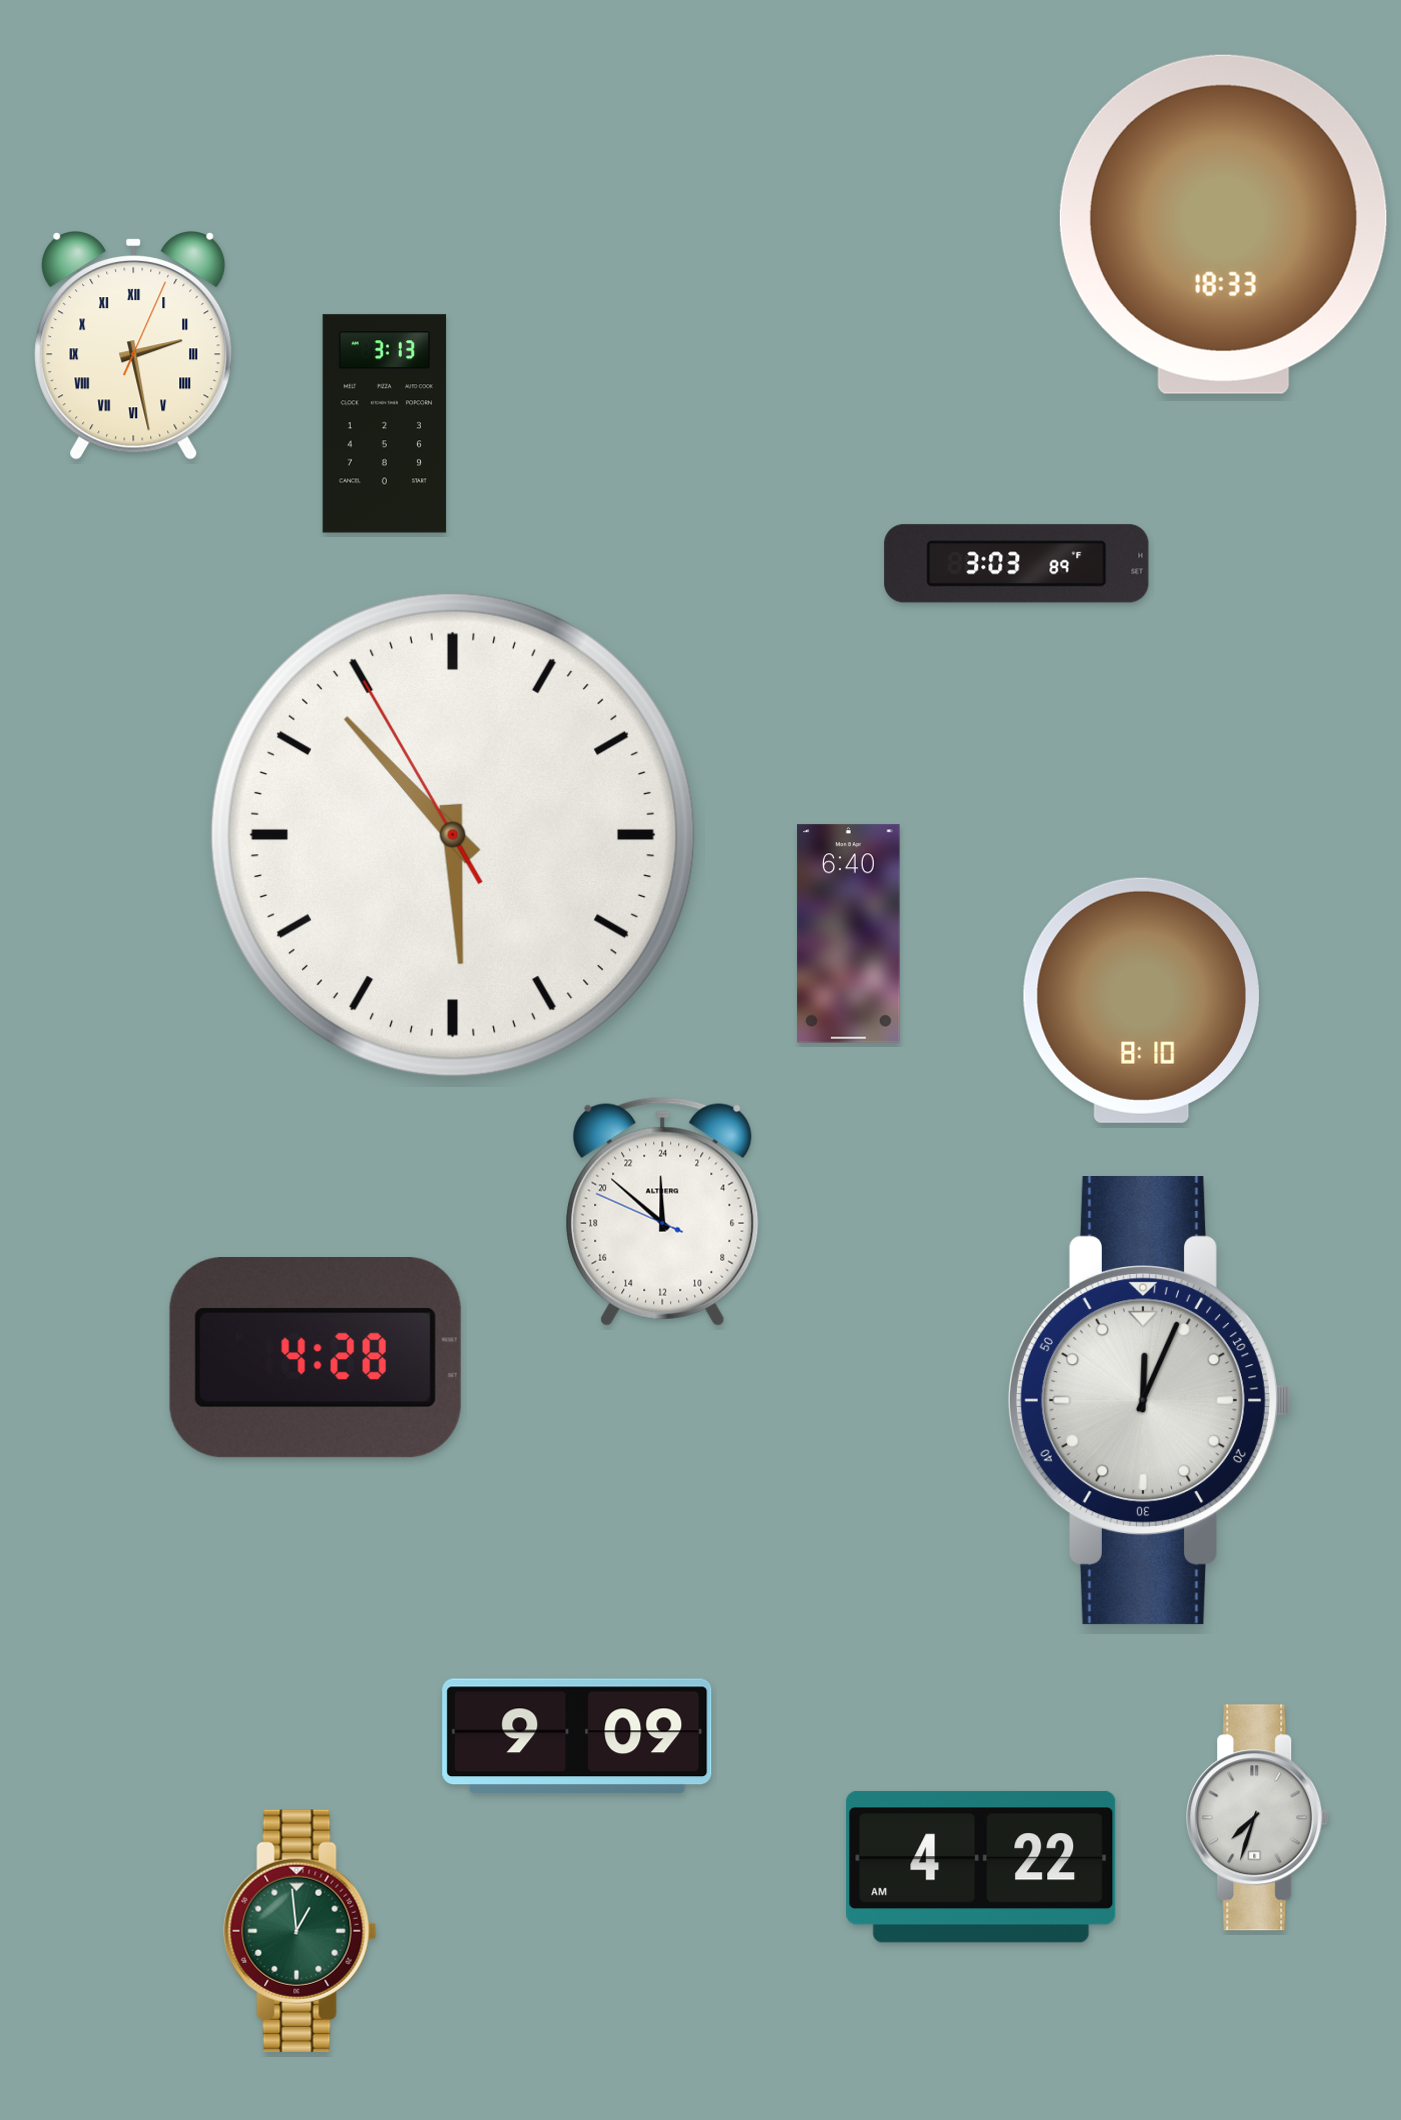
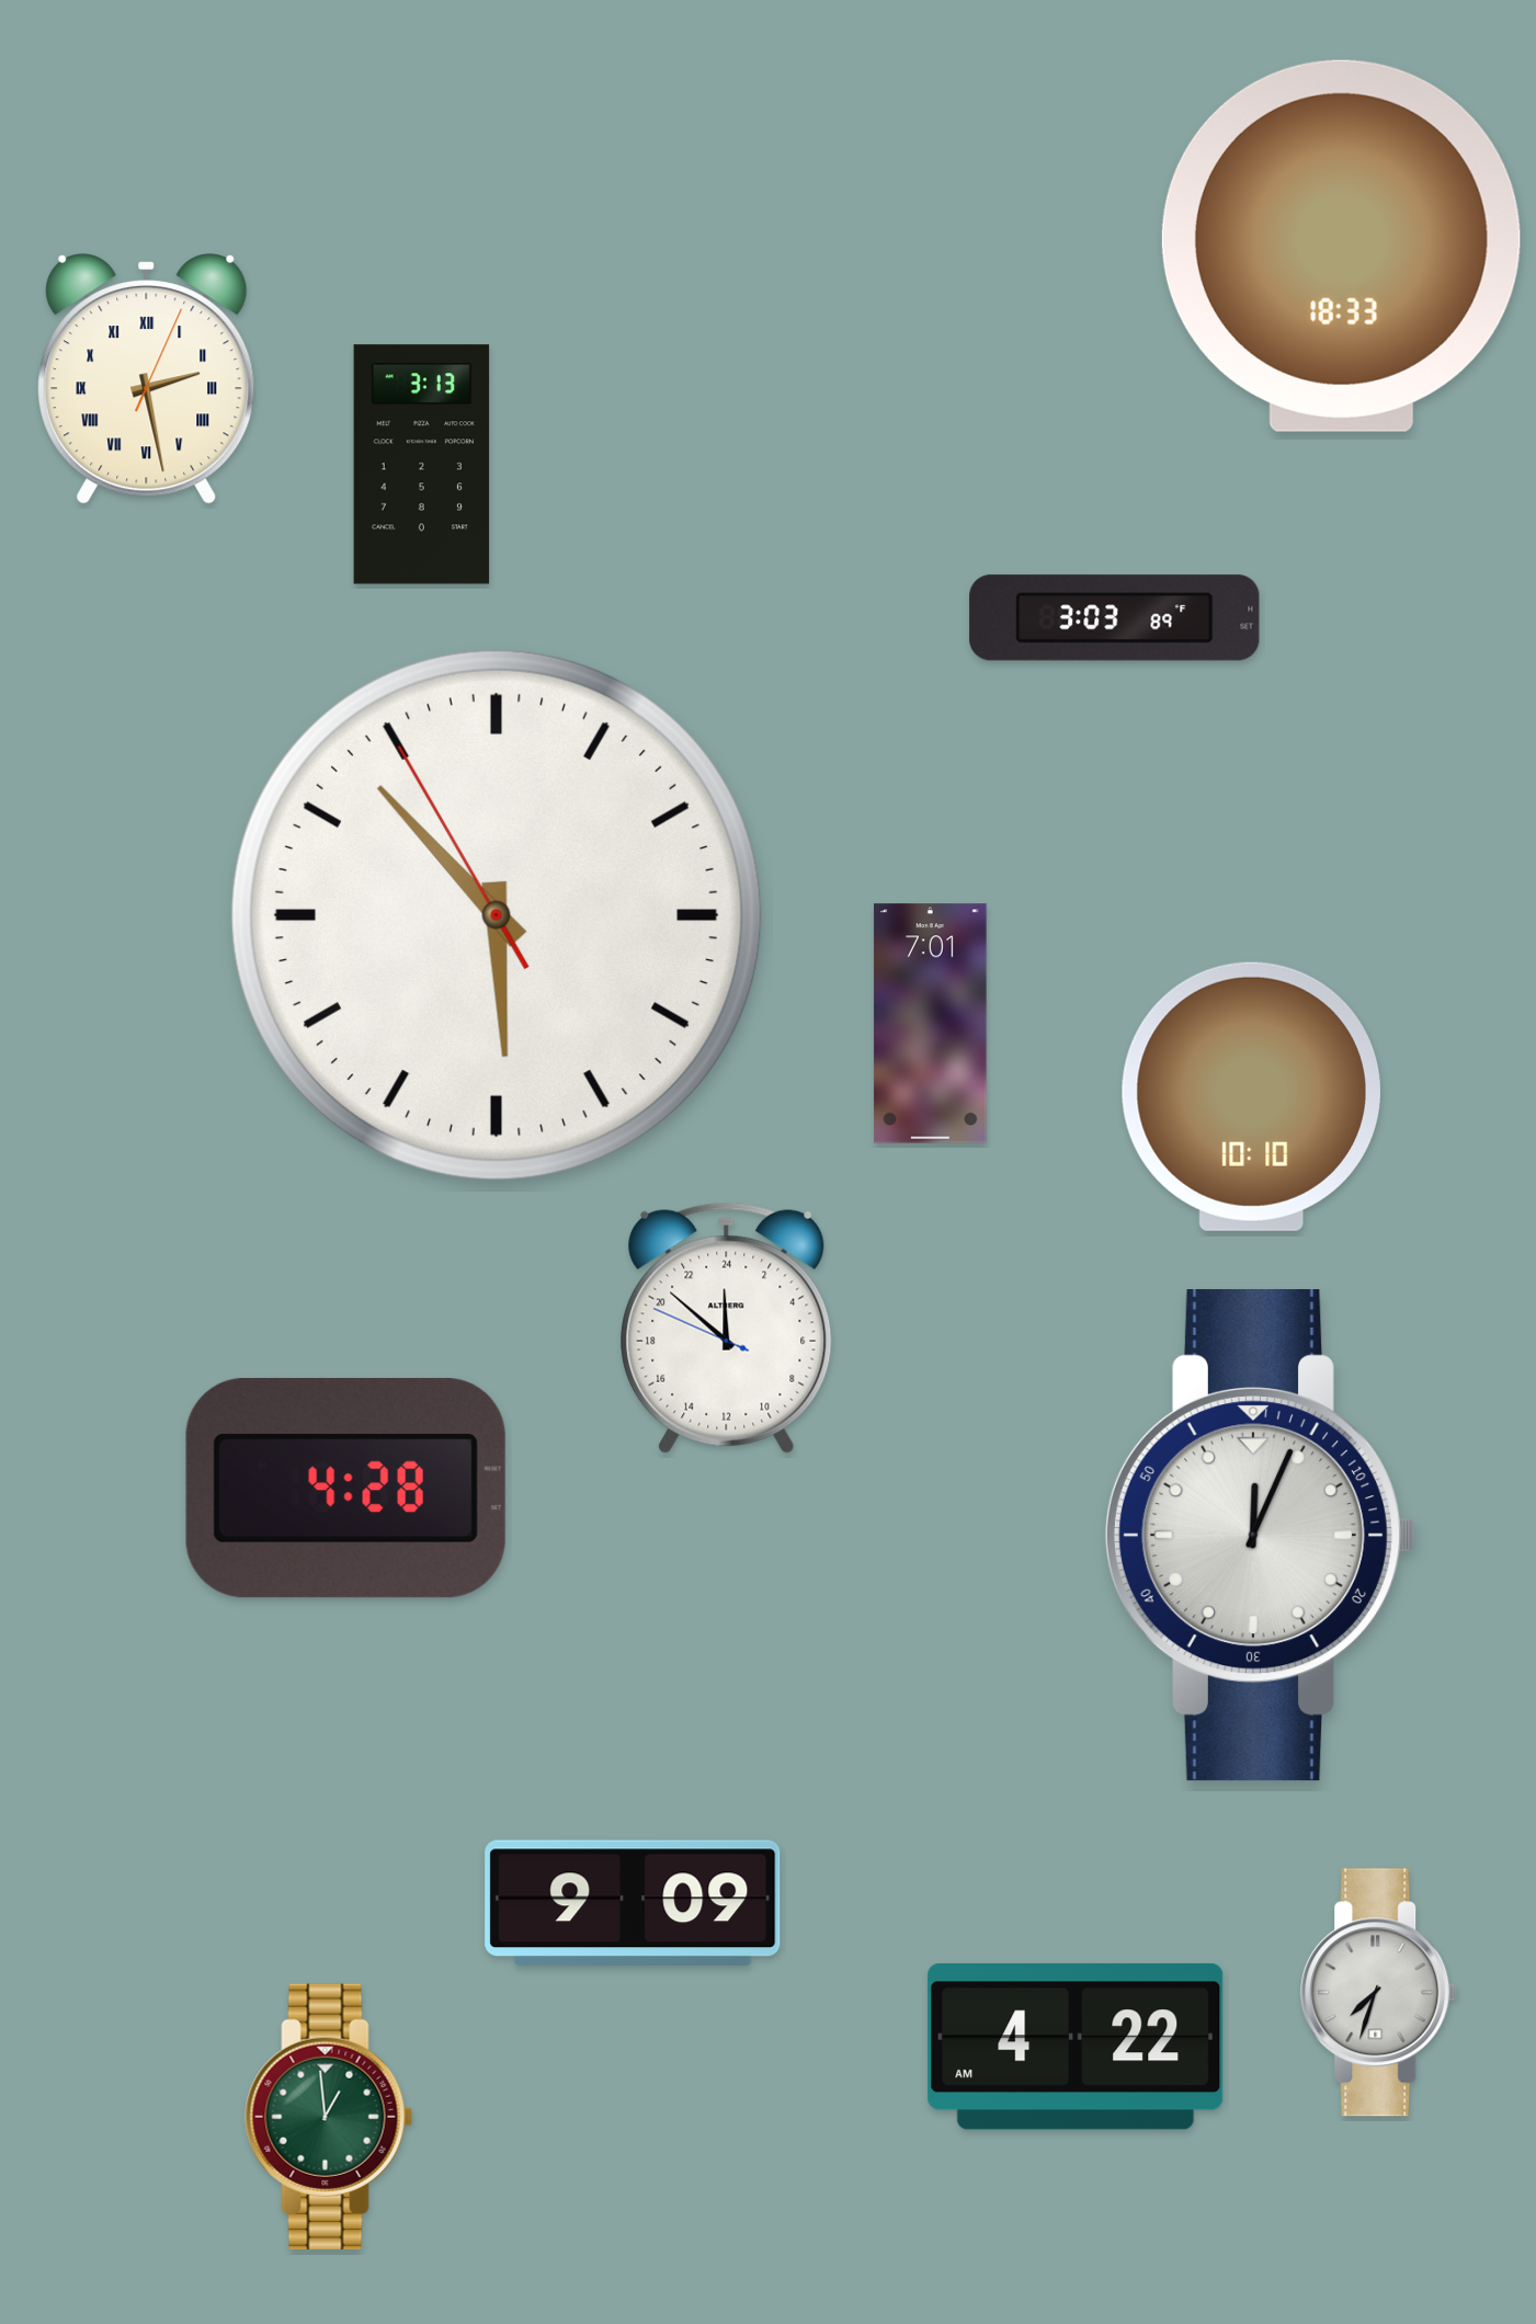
clock at (849, 934): 6:40 -> 7:01
clock at (1141, 1000): 8:10 -> 10:10
